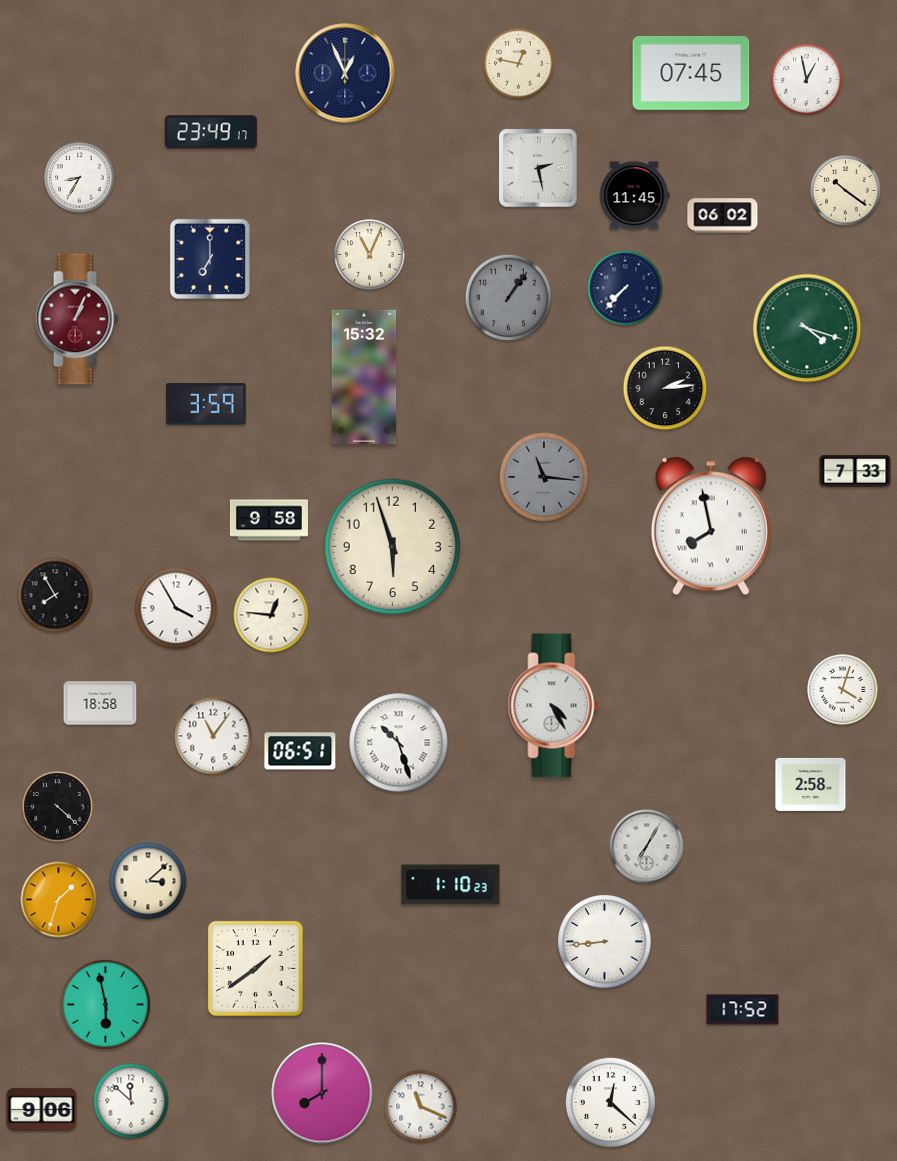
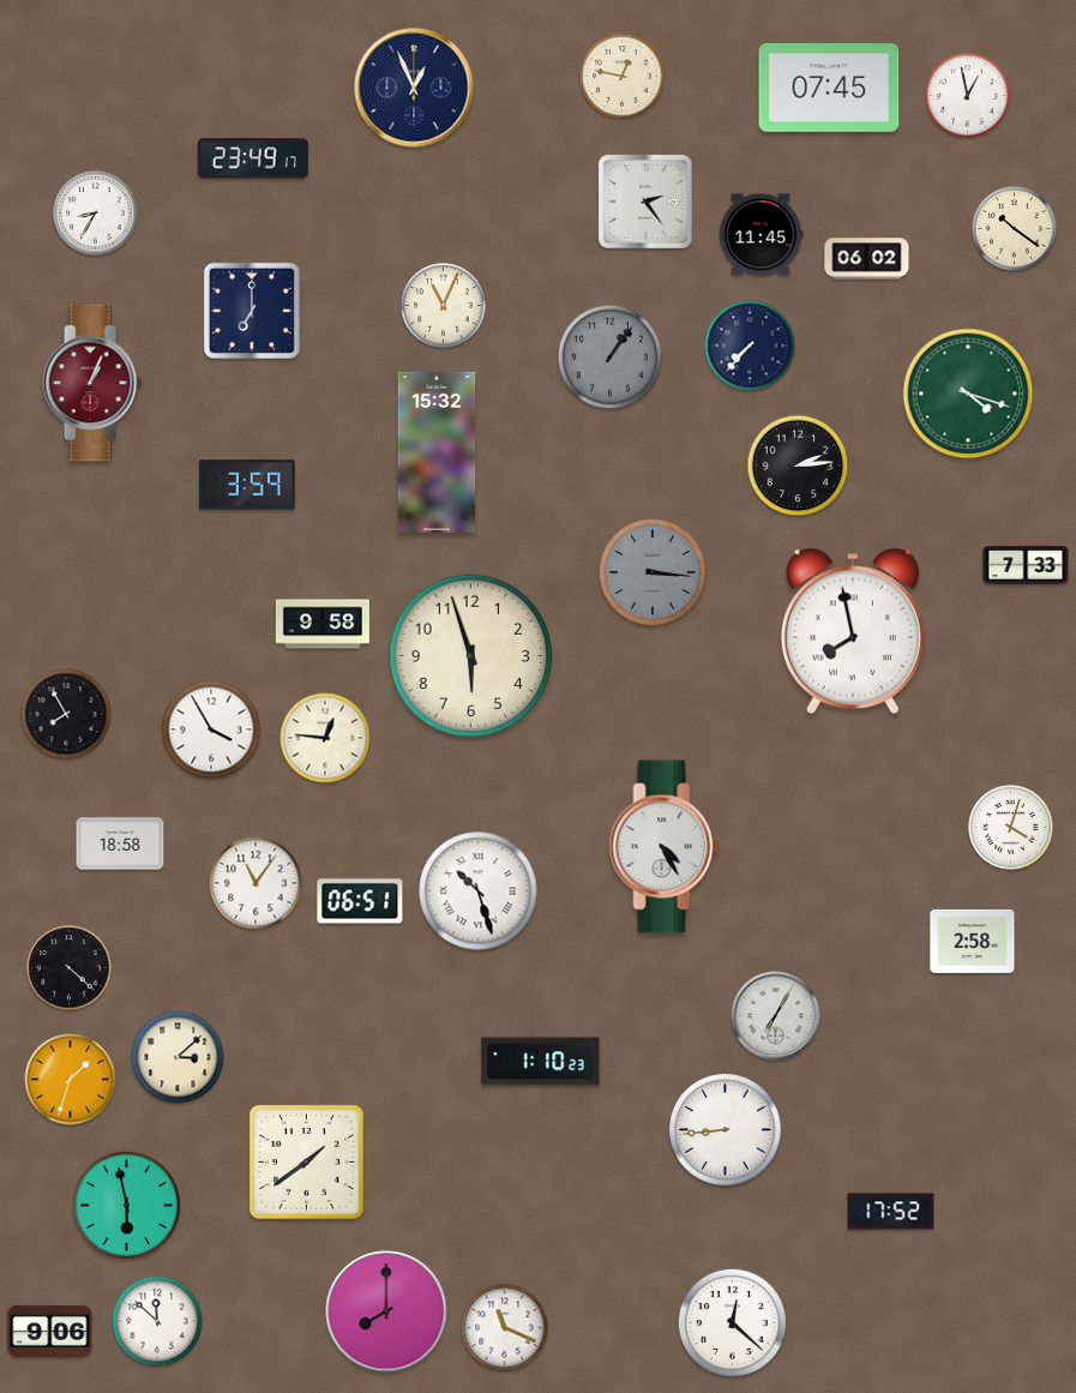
clock at (539, 169): 2:28 -> 2:24
clock at (544, 477): 11:16 -> 3:16
